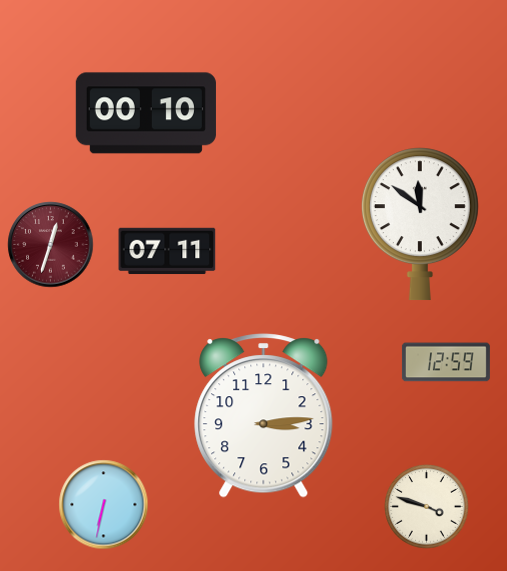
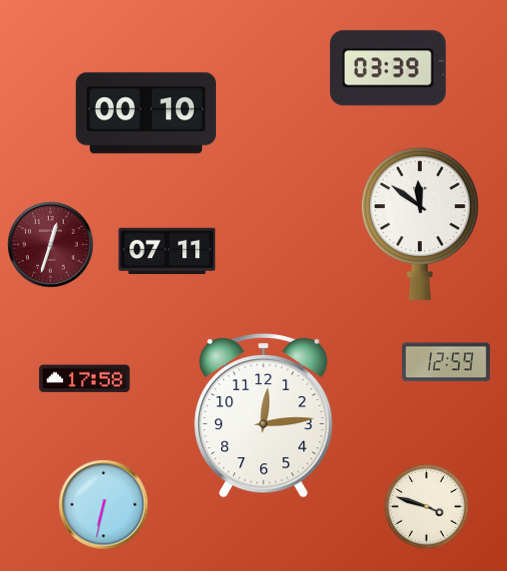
clock at (388, 68): none -> 03:39
clock at (85, 379): none -> 17:58
clock at (264, 416): 3:14 -> 12:14
